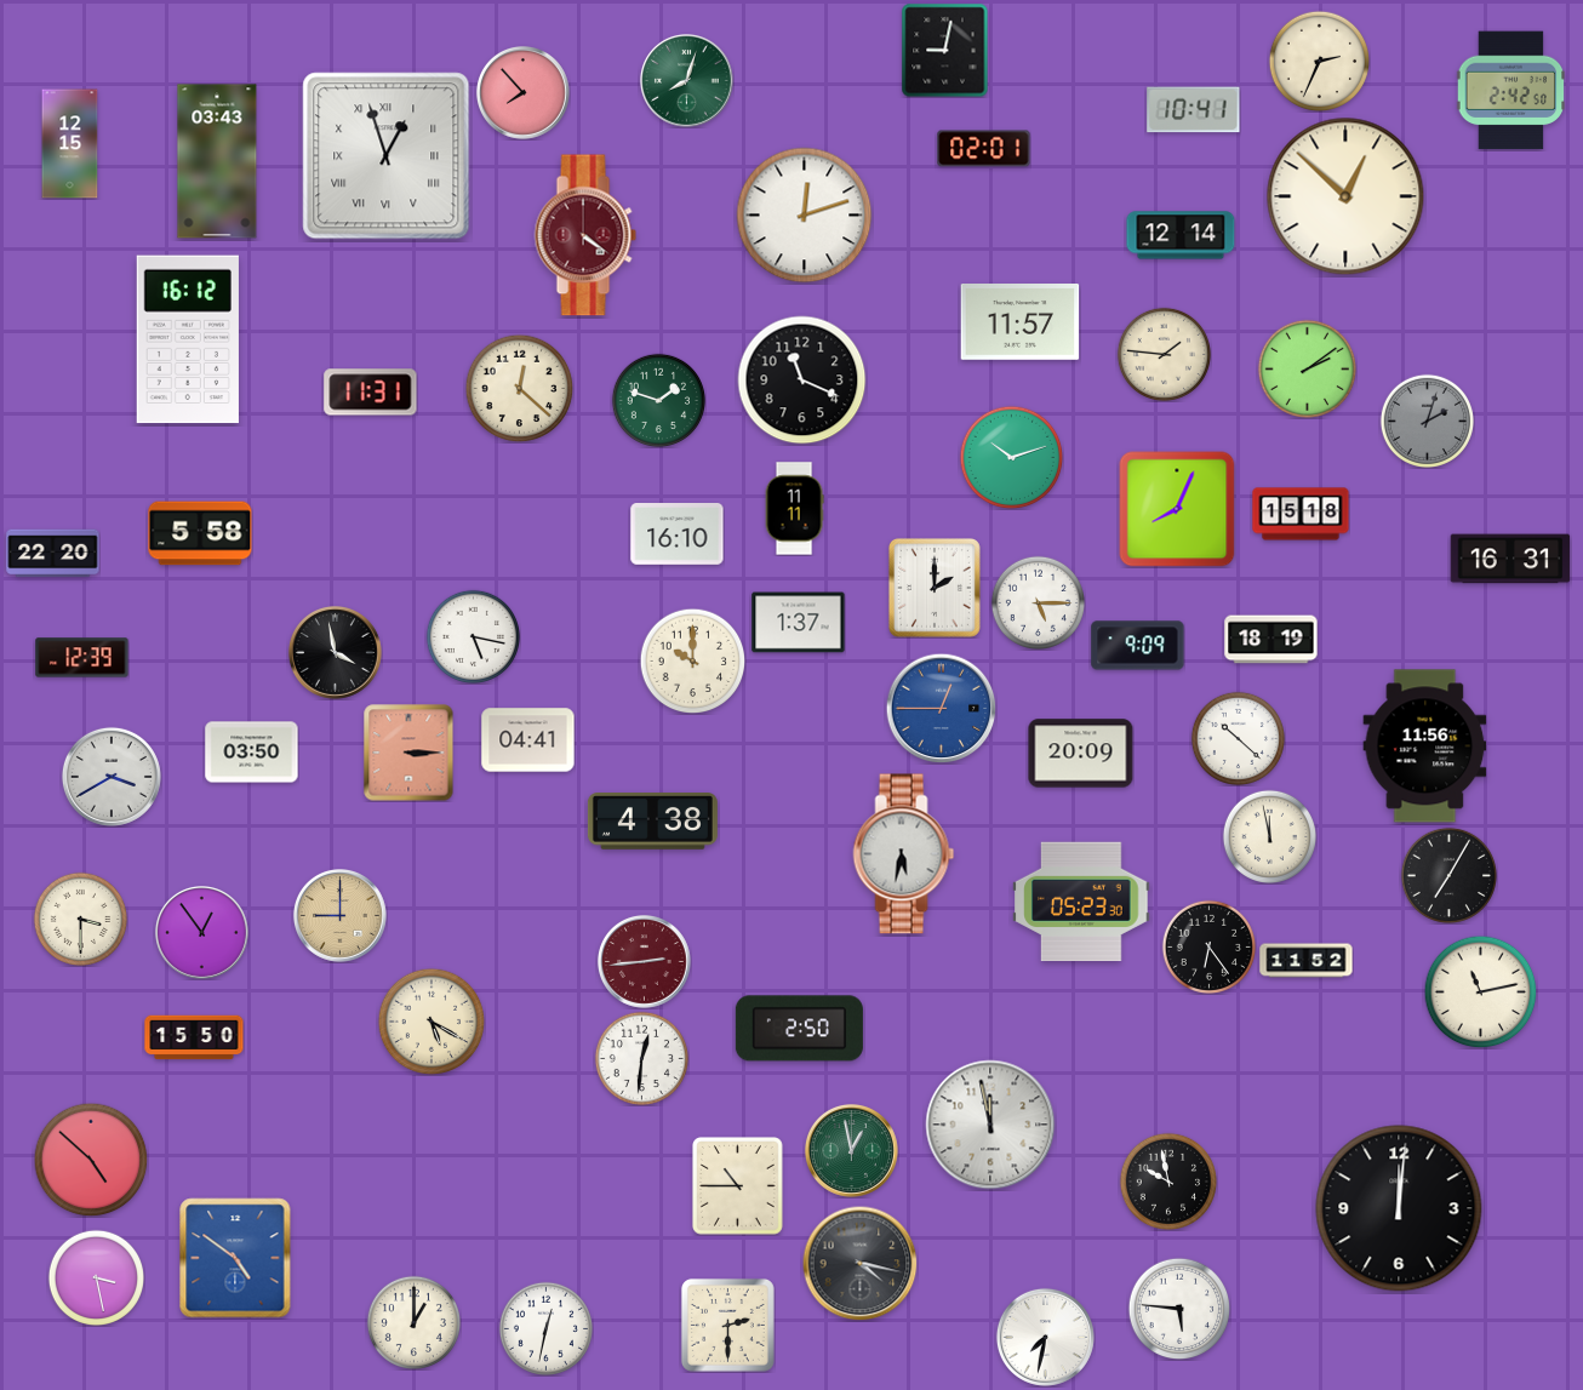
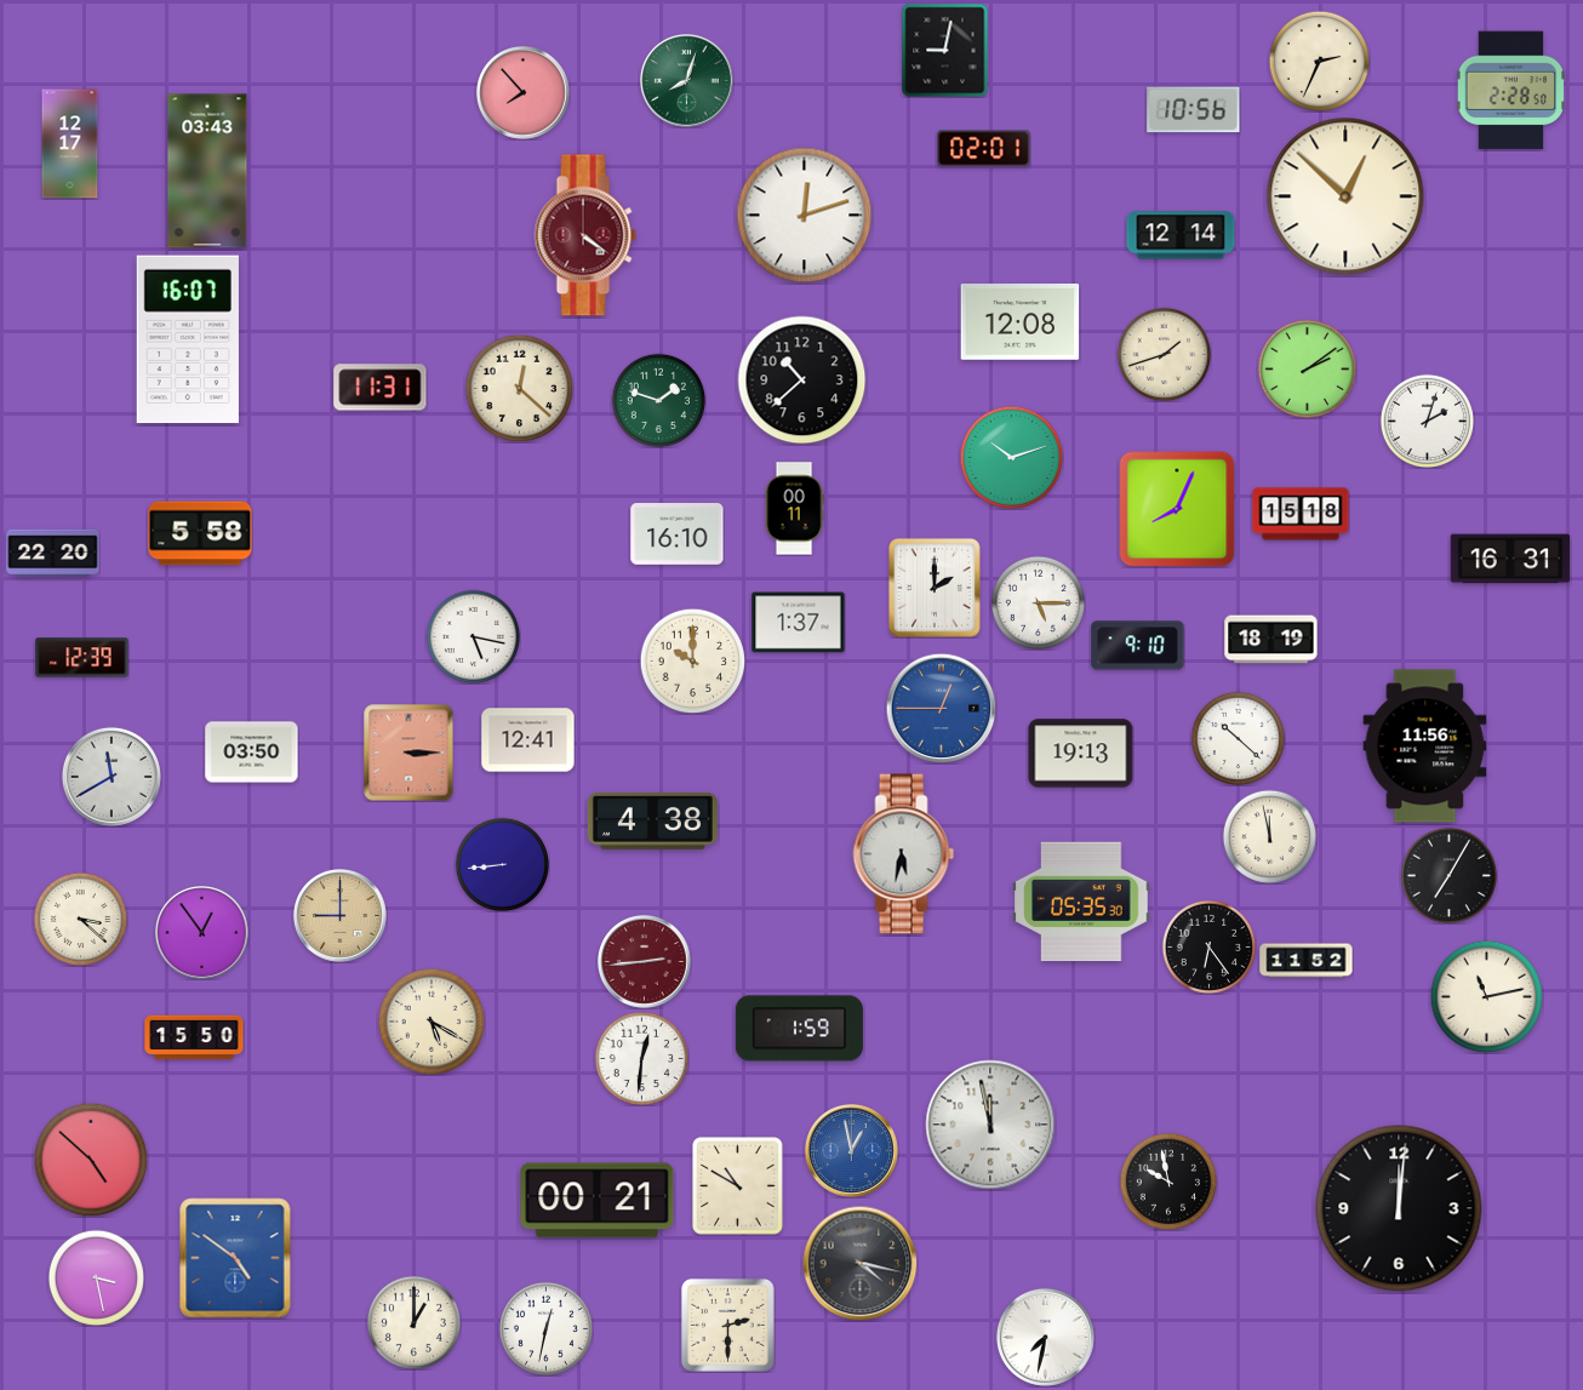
clock at (1511, 91): 2:42 -> 2:28
clock at (1194, 110): 10:41 -> 10:56
clock at (70, 144): 12:15 -> 12:17
clock at (387, 156): 12:57 -> none
clock at (217, 161) position: (217, 161) -> (207, 171)
clock at (1021, 322): 11:57 -> 12:08
clock at (188, 339): 16:12 -> 16:07
clock at (1164, 354): 1:46 -> 1:42
clock at (802, 381): 11:19 -> 10:38
clock at (371, 393) position: (371, 393) -> (381, 388)
clock at (1427, 421) dial: grey -> white
clock at (794, 509): 11:11 -> 00:11
clock at (1138, 646): 9:09 -> 9:10
clock at (336, 653): 3:58 -> none
clock at (528, 740): 04:41 -> 12:41
clock at (1081, 754): 20:09 -> 19:13
clock at (112, 777): 3:40 -> 11:40
clock at (502, 864): none -> 8:44
clock at (1081, 902): 05:23 -> 05:35
clock at (80, 919): 3:30 -> 3:22
clock at (1480, 991) position: (1480, 991) -> (1486, 996)
clock at (799, 1029): 2:50 -> 1:59
clock at (852, 1151) dial: green -> blue
clock at (738, 1186): 10:45 -> 10:50
clock at (598, 1201): none -> 00:21
clock at (1179, 1309): 5:46 -> none
